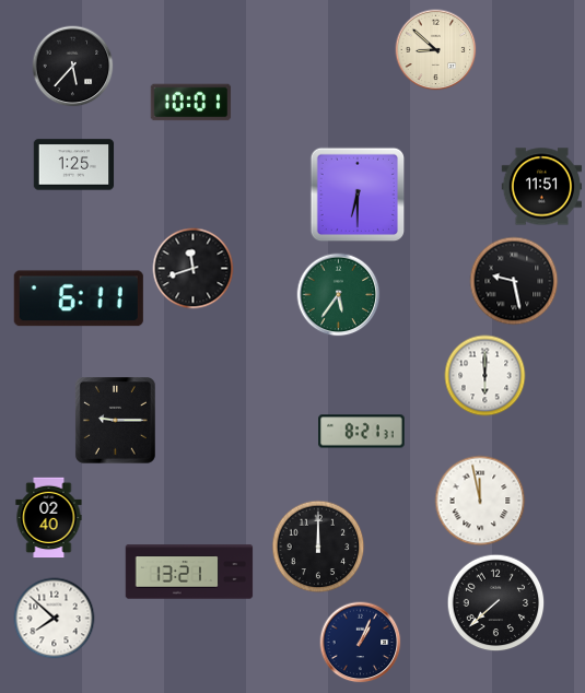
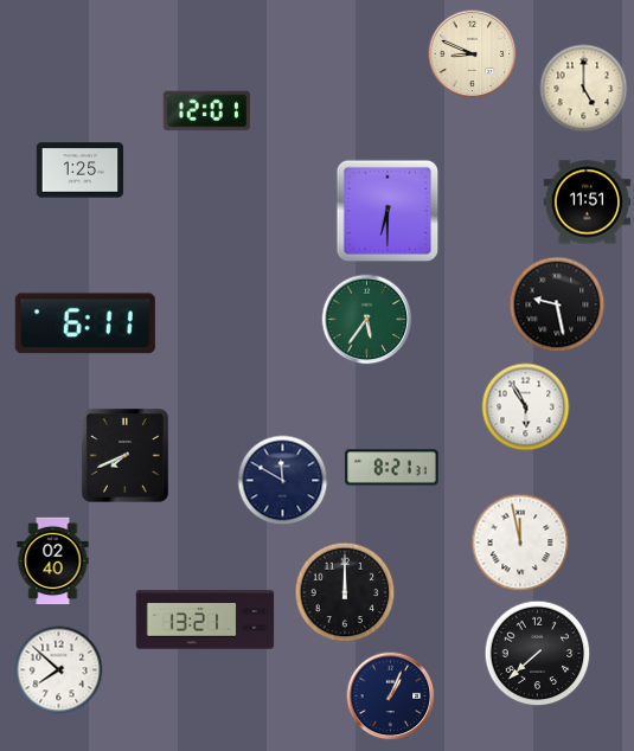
clock at (436, 50): 8:52 -> 8:49
clock at (73, 67): 5:37 -> none
clock at (584, 89): none -> 5:00
clock at (191, 103): 10:01 -> 12:01
clock at (74, 165) position: (74, 165) -> (81, 171)
clock at (194, 269): 11:42 -> none
clock at (485, 376): 6:00 -> 5:55
clock at (115, 421): 9:15 -> 7:41
clock at (283, 481): none -> 11:50
